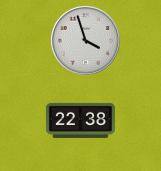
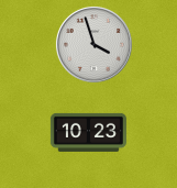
clock at (80, 120): 22:38 -> 10:23
